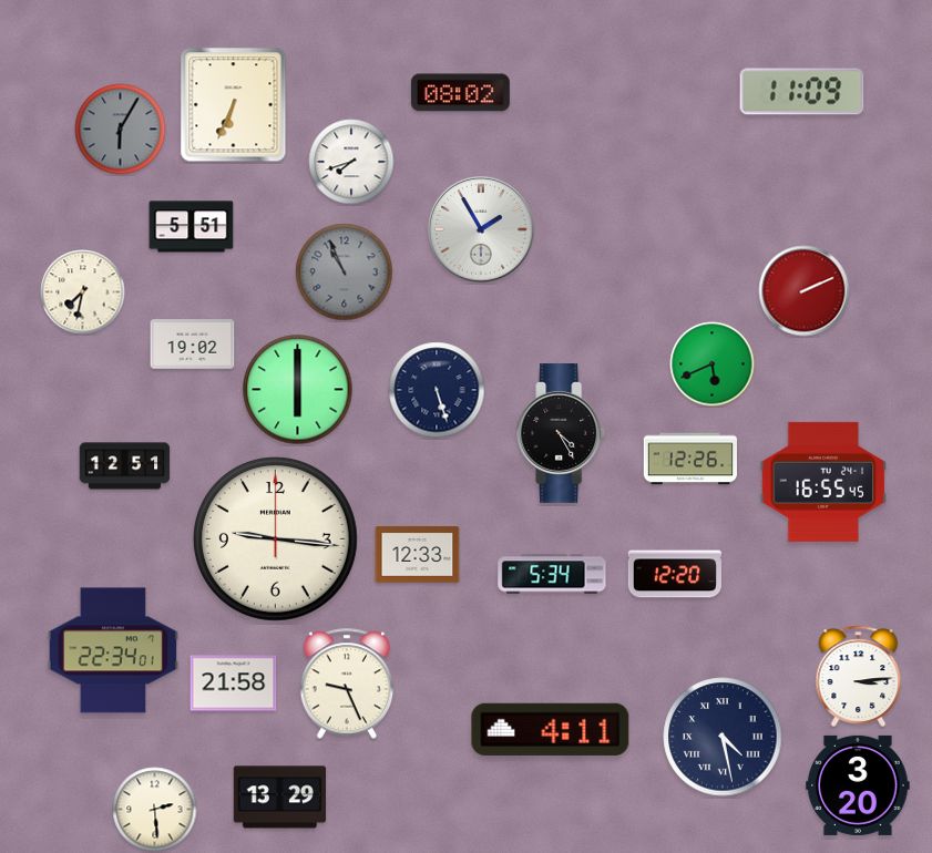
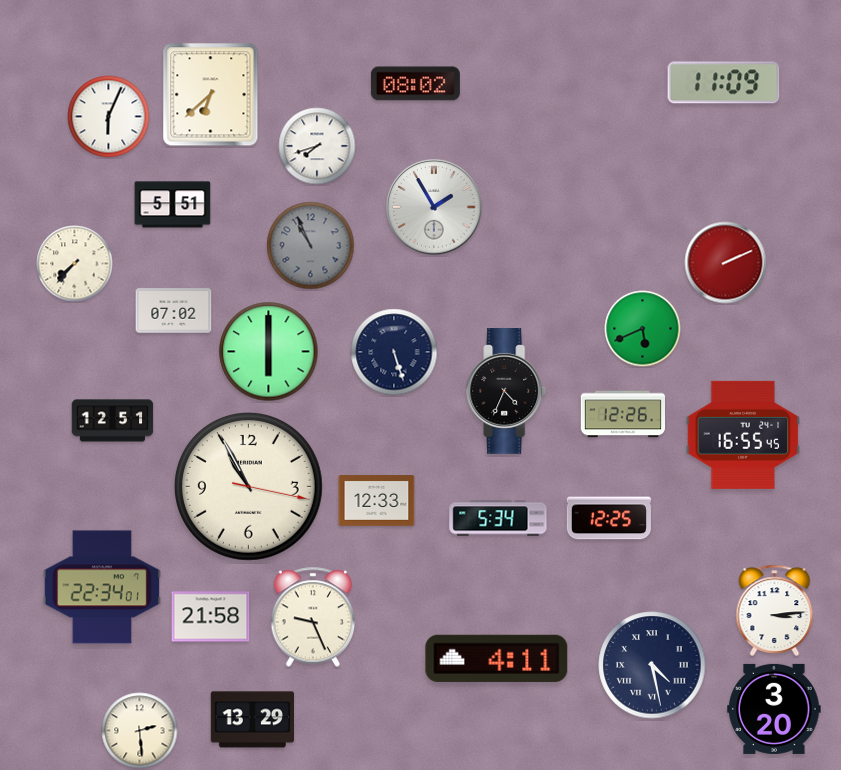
clock at (234, 105): 6:34 -> 6:38
clock at (121, 130): 6:05 -> 6:04
clock at (121, 130) dial: grey -> white
clock at (83, 292): 7:32 -> 7:37
clock at (193, 345): 19:02 -> 07:02
clock at (562, 434): 4:25 -> 4:34
clock at (275, 538): 9:16 -> 10:55
clock at (675, 574): 12:20 -> 12:25
